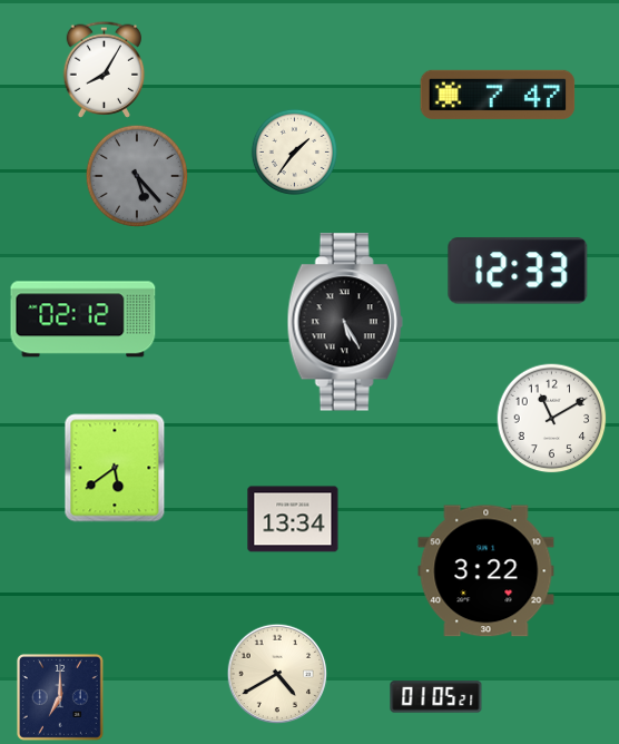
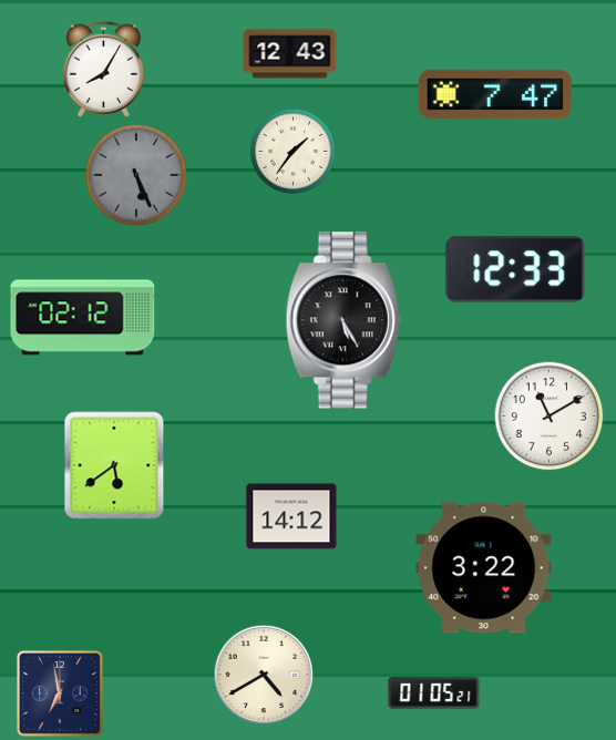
clock at (290, 54): none -> 12:43
clock at (137, 176): 5:23 -> 5:26
clock at (293, 519): 13:34 -> 14:12
clock at (277, 674) position: (277, 674) -> (264, 675)
clock at (60, 697): 7:00 -> 6:58
